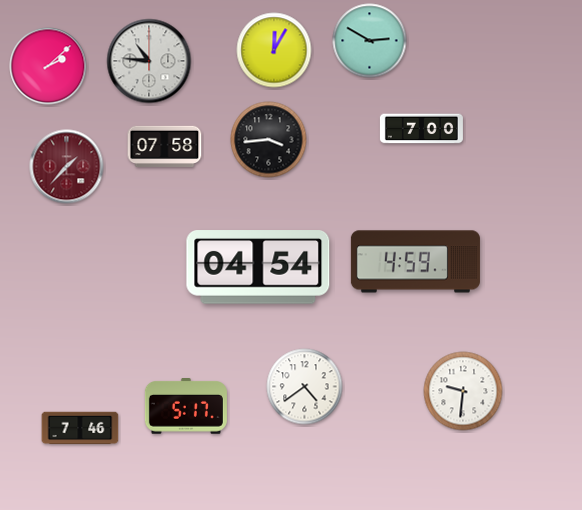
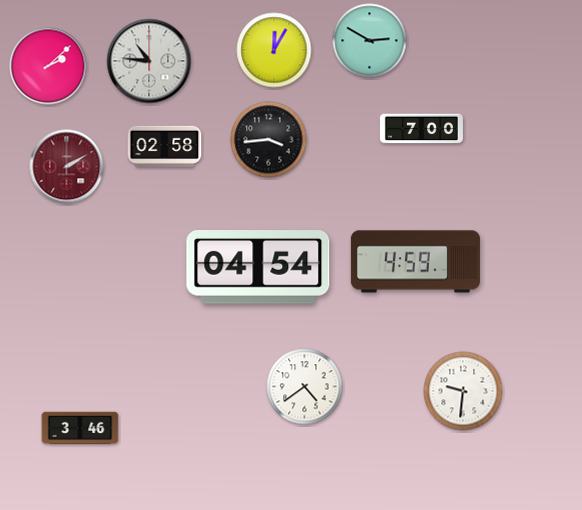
clock at (165, 146): 07:58 -> 02:58
clock at (67, 167): 1:37 -> 2:10
clock at (186, 406): 5:17 -> none
clock at (80, 428): 7:46 -> 3:46
